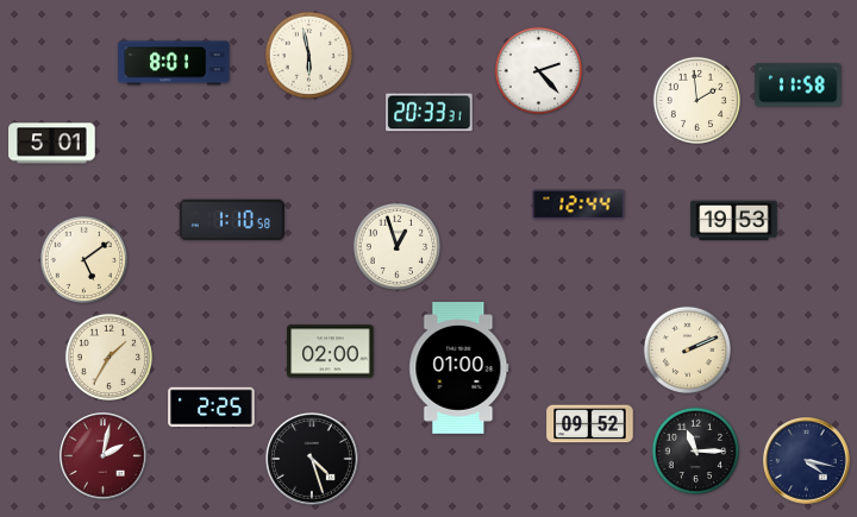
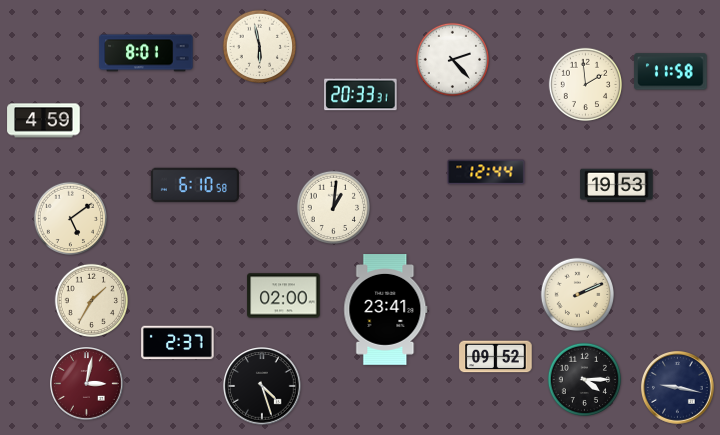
clock at (52, 144): 5:01 -> 4:59
clock at (232, 220): 1:10 -> 6:10
clock at (398, 247): 12:57 -> 1:01
clock at (331, 352) position: (331, 352) -> (284, 296)
clock at (459, 368): 01:00 -> 23:41
clock at (212, 408): 2:25 -> 2:37
clock at (696, 452): 11:15 -> 4:15
clock at (104, 456): 2:02 -> 3:02
clock at (807, 461): 4:17 -> 9:17
